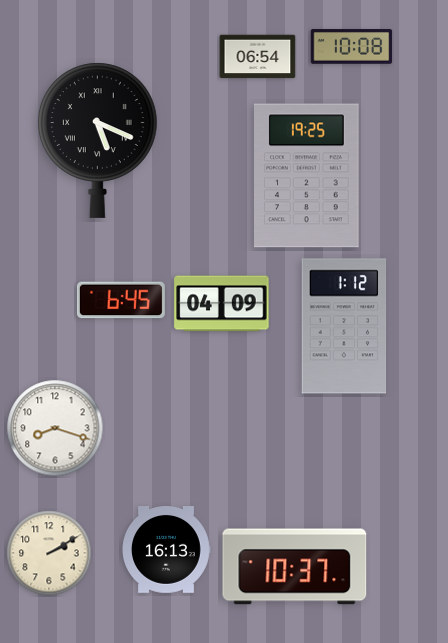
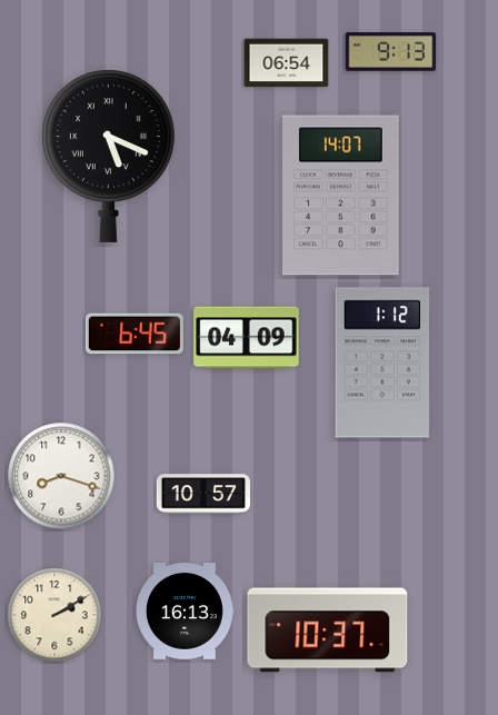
clock at (352, 47): 10:08 -> 9:13
clock at (307, 176): 19:25 -> 14:07
clock at (202, 494): none -> 10:57
